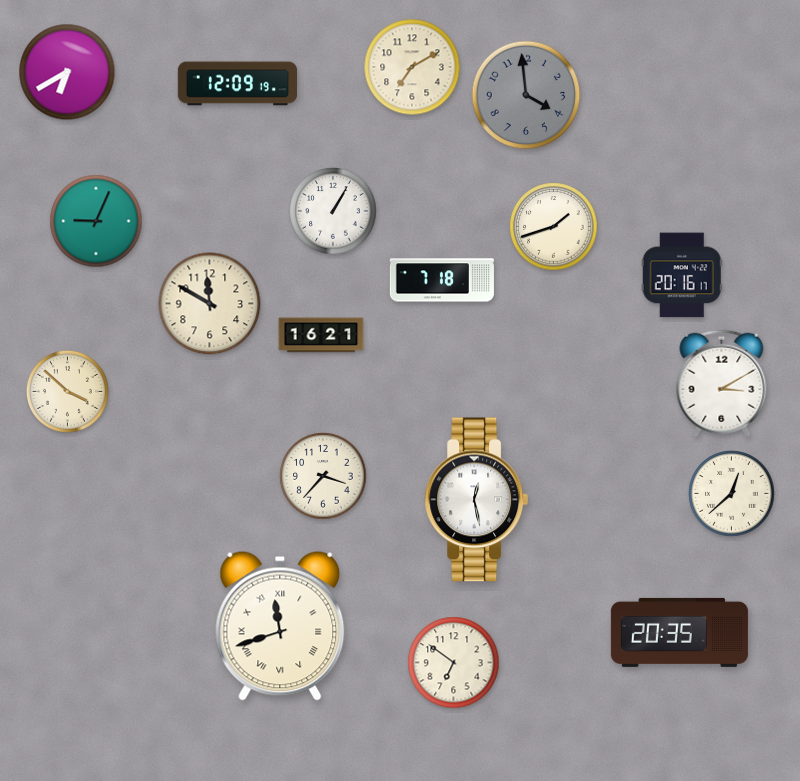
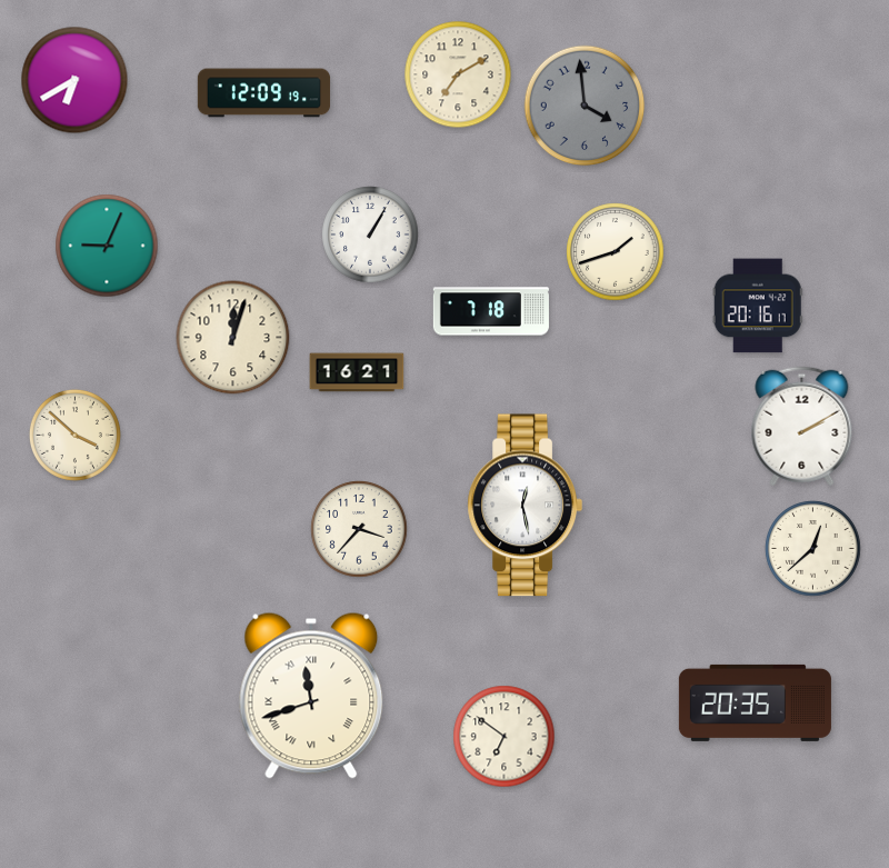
clock at (210, 304): 11:50 -> 12:03
clock at (722, 384): 3:10 -> 2:10
clock at (476, 500) position: (476, 500) -> (525, 506)
